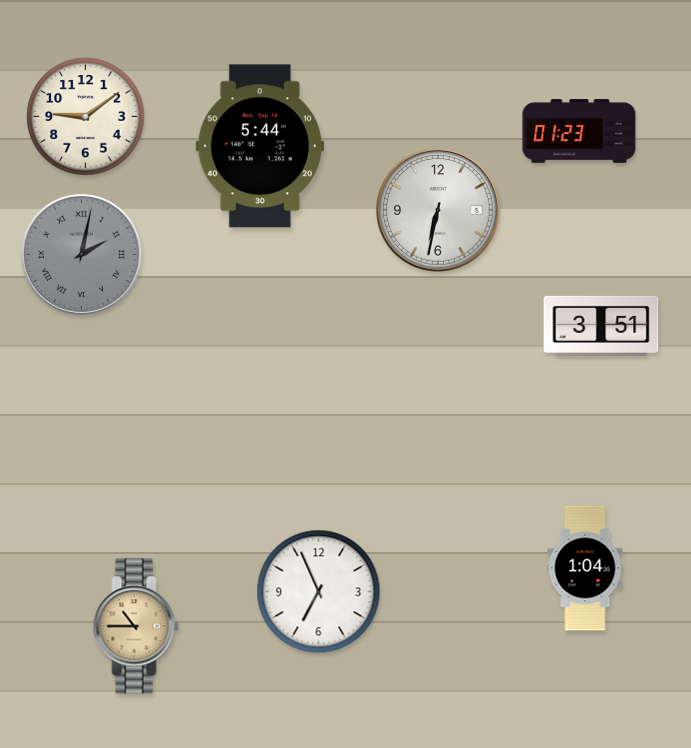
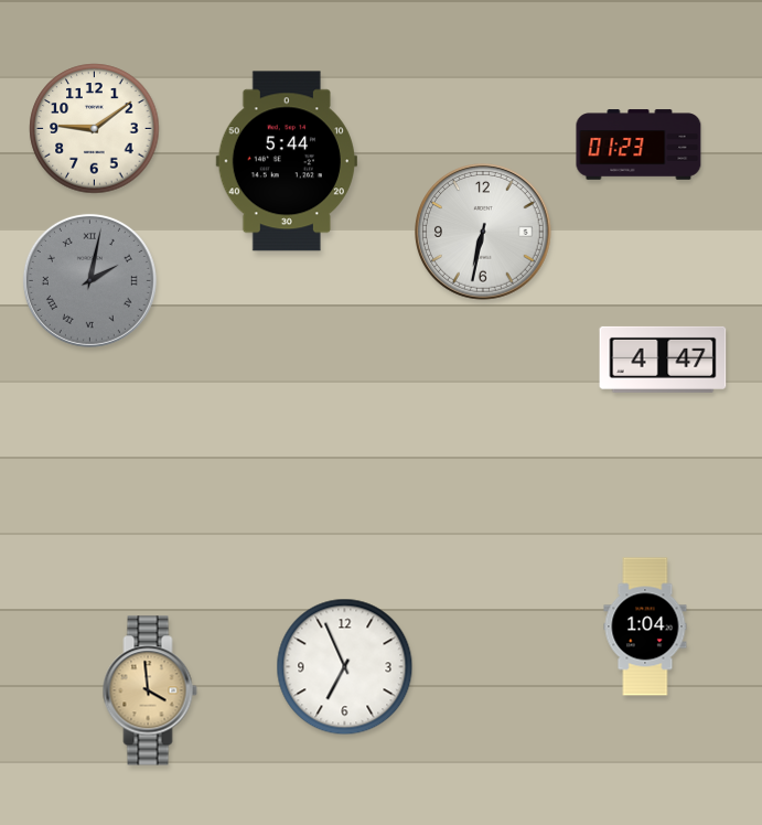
clock at (601, 326): 3:51 -> 4:47
clock at (319, 592) position: (319, 592) -> (345, 667)
clock at (136, 626): 10:45 -> 3:59
